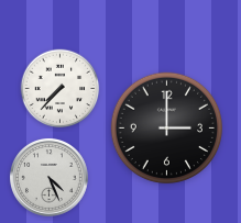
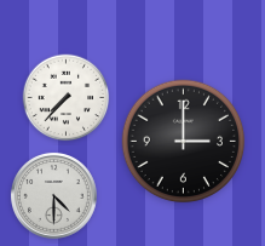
clock at (48, 177): 4:26 -> 4:30
